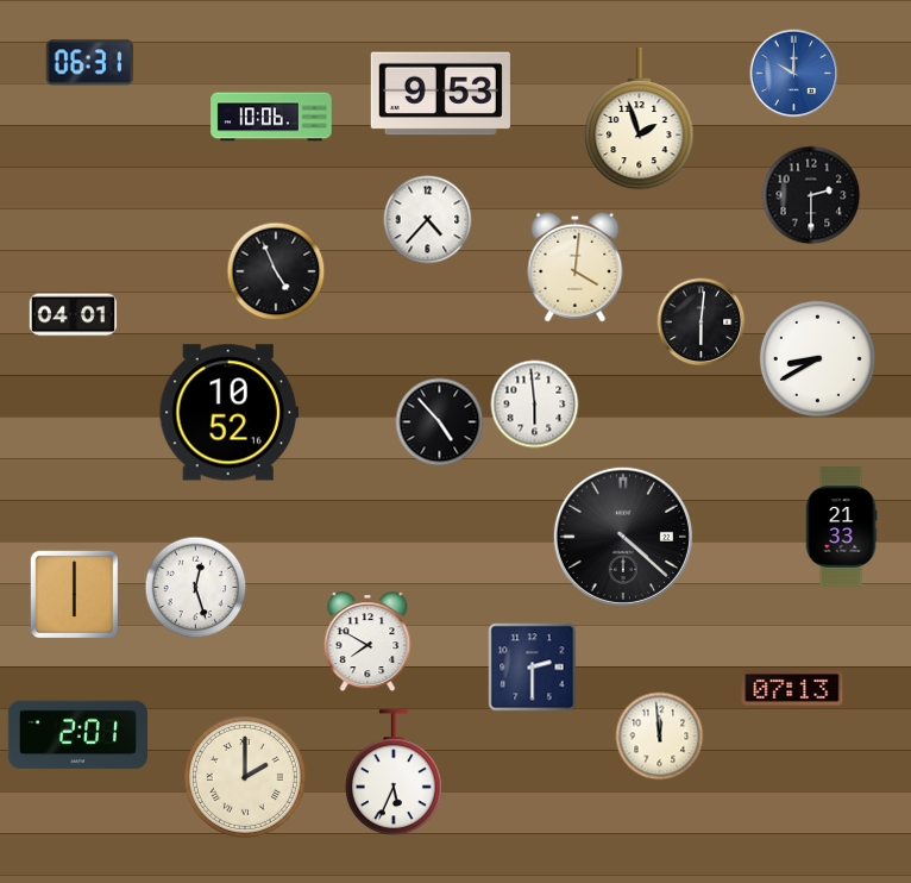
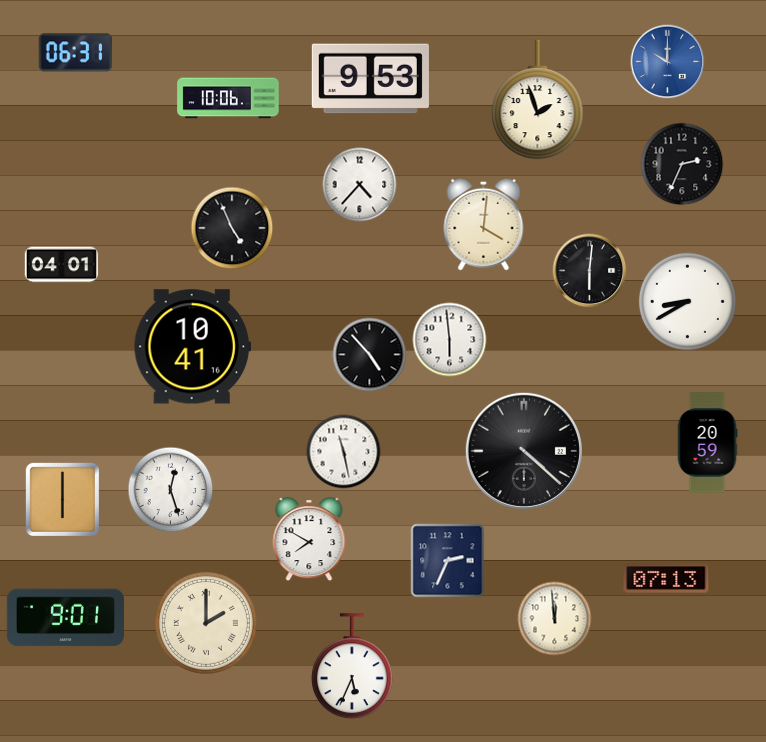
clock at (811, 195): 2:30 -> 2:34
clock at (228, 413): 10:52 -> 10:41
clock at (841, 527): 21:33 -> 20:59
clock at (344, 452): none -> 11:28
clock at (196, 588) position: (196, 588) -> (171, 490)
clock at (533, 668): 2:30 -> 2:34
clock at (77, 735): 2:01 -> 9:01
clock at (394, 774) position: (394, 774) -> (352, 667)
clock at (245, 777) position: (245, 777) -> (206, 623)
